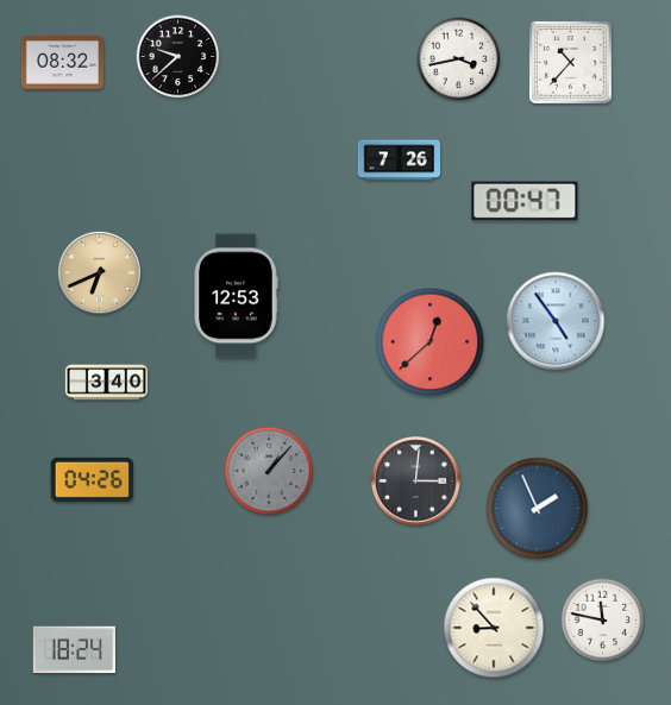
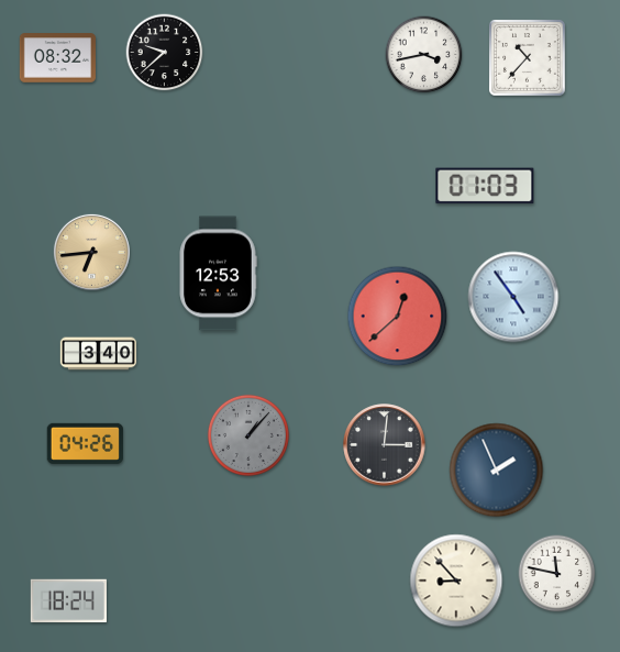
clock at (399, 160): 7:26 -> none
clock at (525, 201): 00:47 -> 01:03
clock at (99, 272): 6:41 -> 6:44
